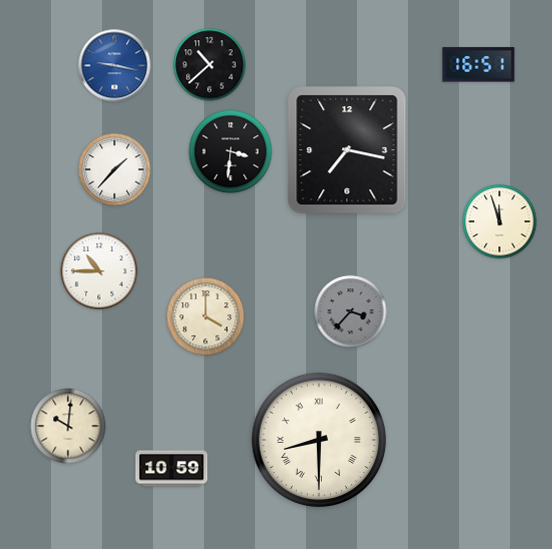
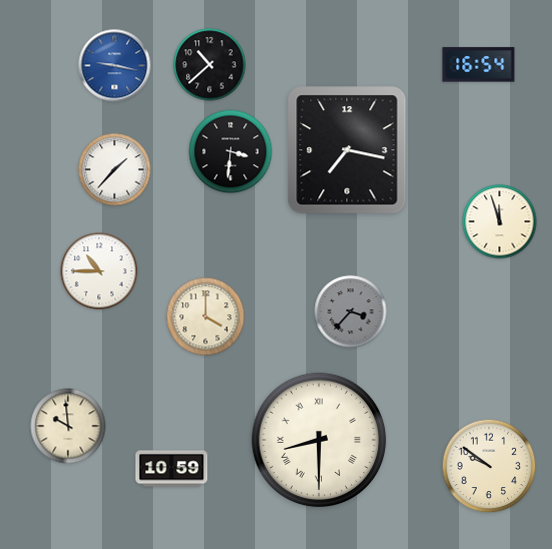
clock at (479, 65): 16:51 -> 16:54
clock at (68, 426): 10:01 -> 9:59
clock at (489, 466): none -> 9:51
